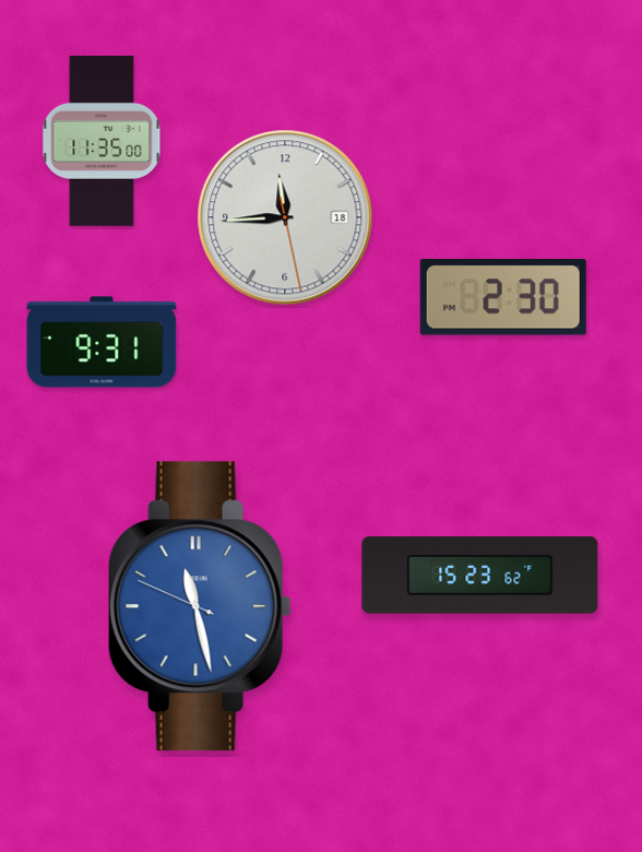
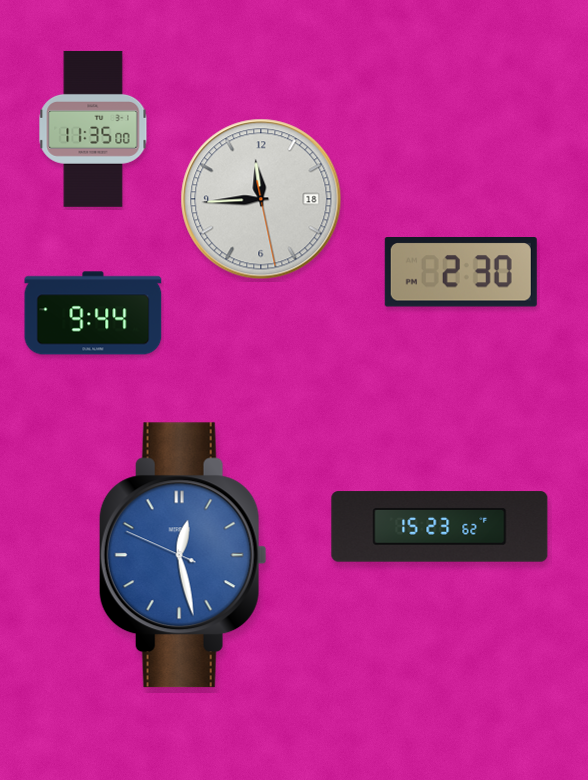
clock at (102, 342): 9:31 -> 9:44
clock at (200, 606): 11:27 -> 12:27
